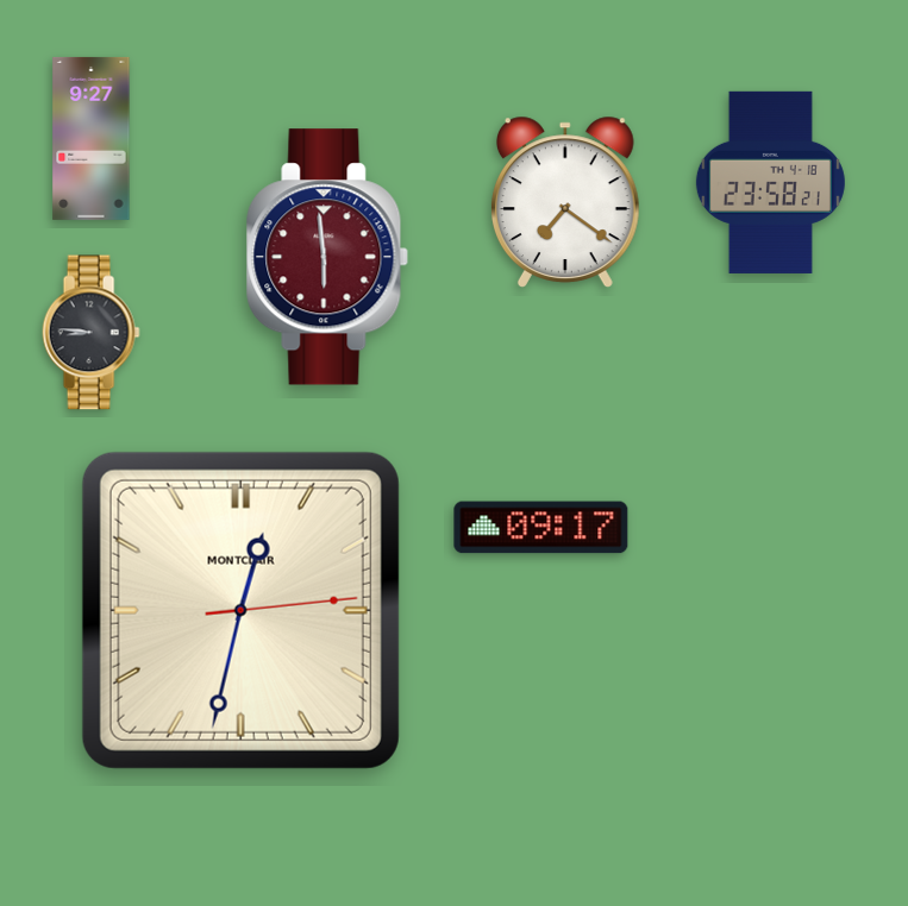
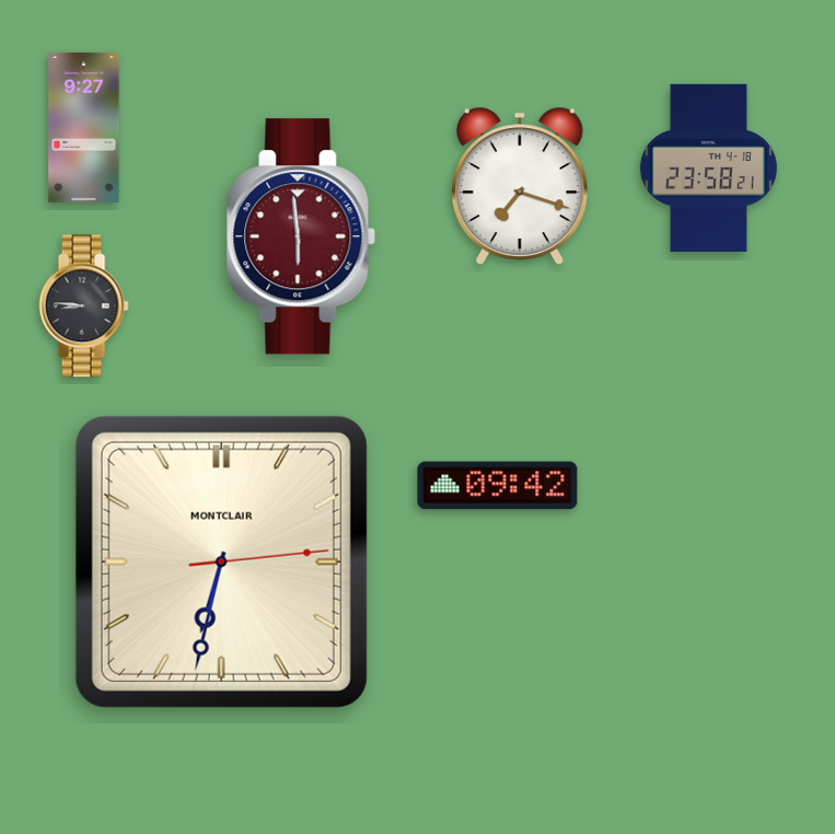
clock at (565, 202): 7:21 -> 7:18
clock at (541, 528): 09:17 -> 09:42
clock at (240, 610): 12:32 -> 6:32
